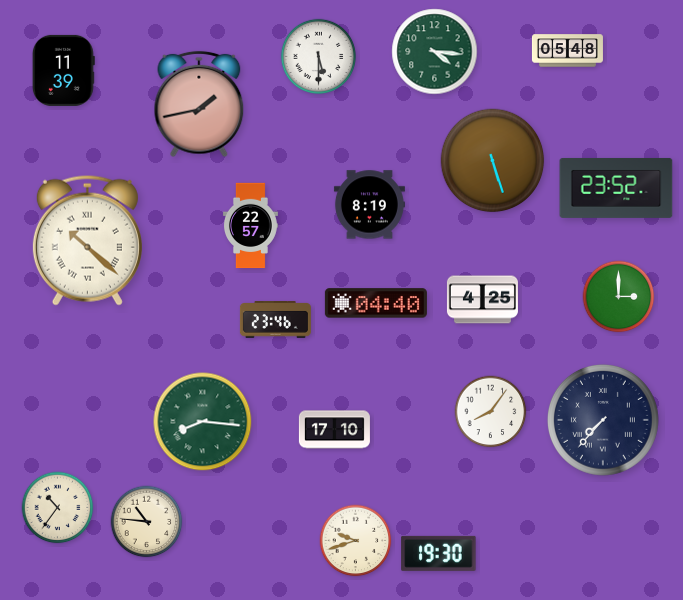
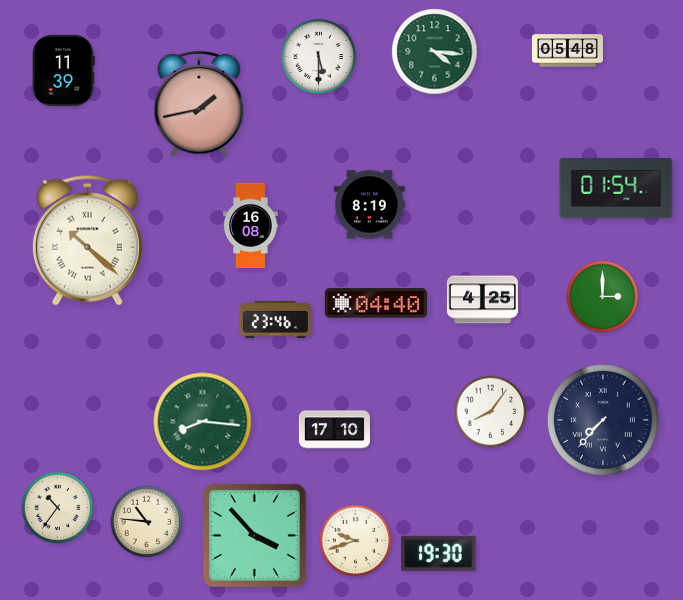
clock at (493, 161): 5:27 -> none
clock at (616, 188): 23:52 -> 01:54
clock at (250, 226): 22:57 -> 16:08
clock at (619, 297) position: (619, 297) -> (603, 297)
clock at (255, 536): none -> 3:53
